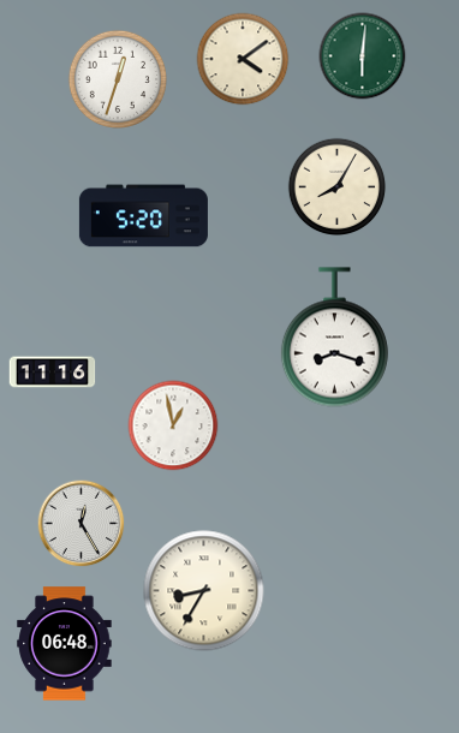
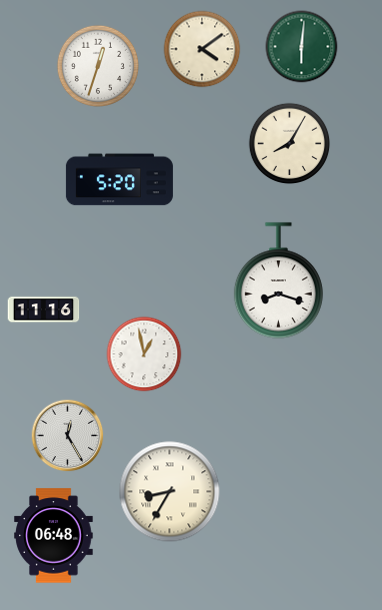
clock at (338, 187) position: (338, 187) -> (290, 144)
